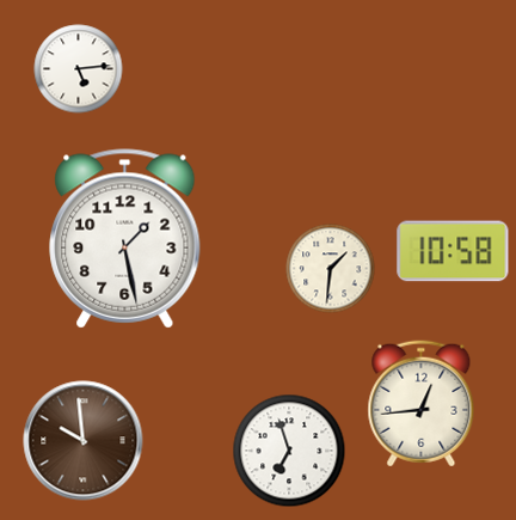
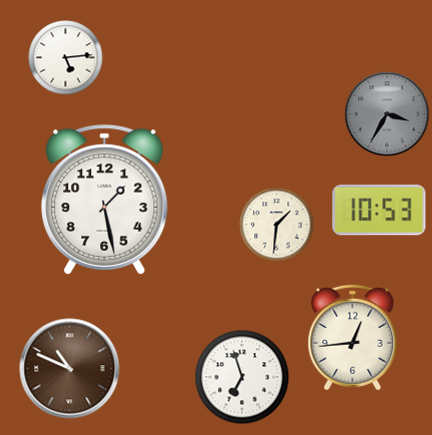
clock at (387, 114): none -> 3:35
clock at (453, 251): 10:58 -> 10:53
clock at (84, 441): 9:59 -> 10:49
